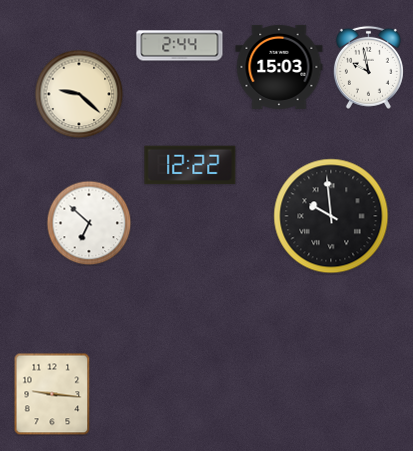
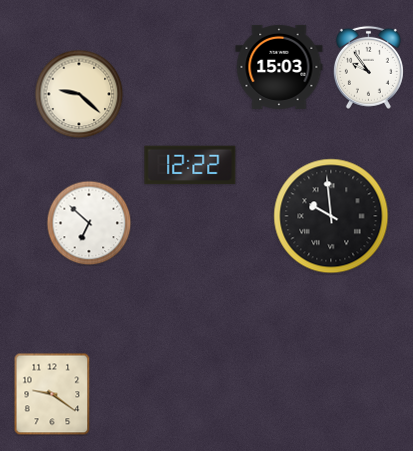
clock at (180, 46): 2:44 -> none
clock at (368, 67): 9:58 -> 9:54
clock at (52, 394): 9:16 -> 9:21
